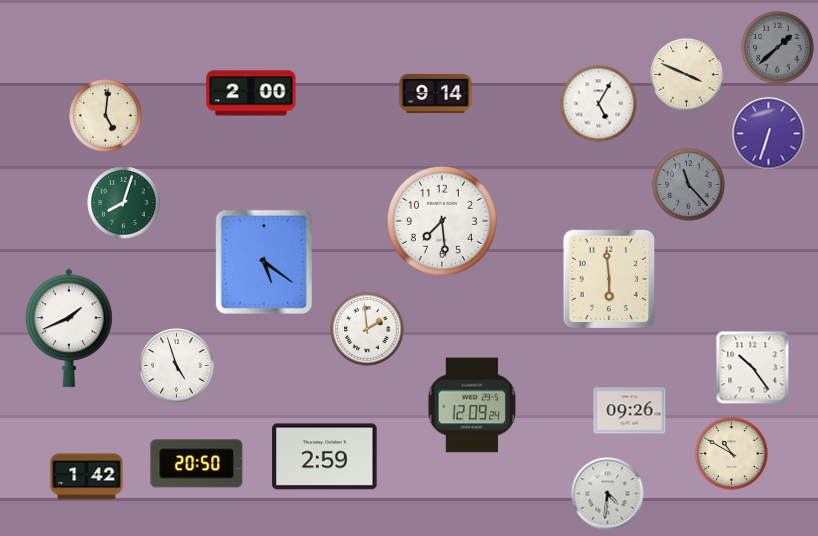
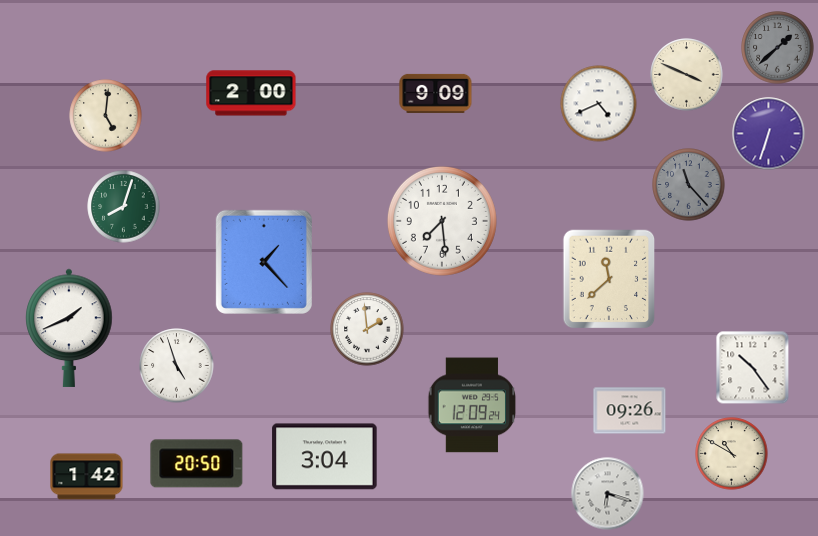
clock at (436, 93): 9:14 -> 9:09
clock at (599, 104): 5:05 -> 4:41
clock at (124, 203) position: (124, 203) -> (124, 207)
clock at (264, 262): 5:21 -> 1:23
clock at (609, 279): 5:59 -> 11:38
clock at (325, 457): 2:59 -> 3:04
clock at (608, 494): 4:31 -> 6:18
